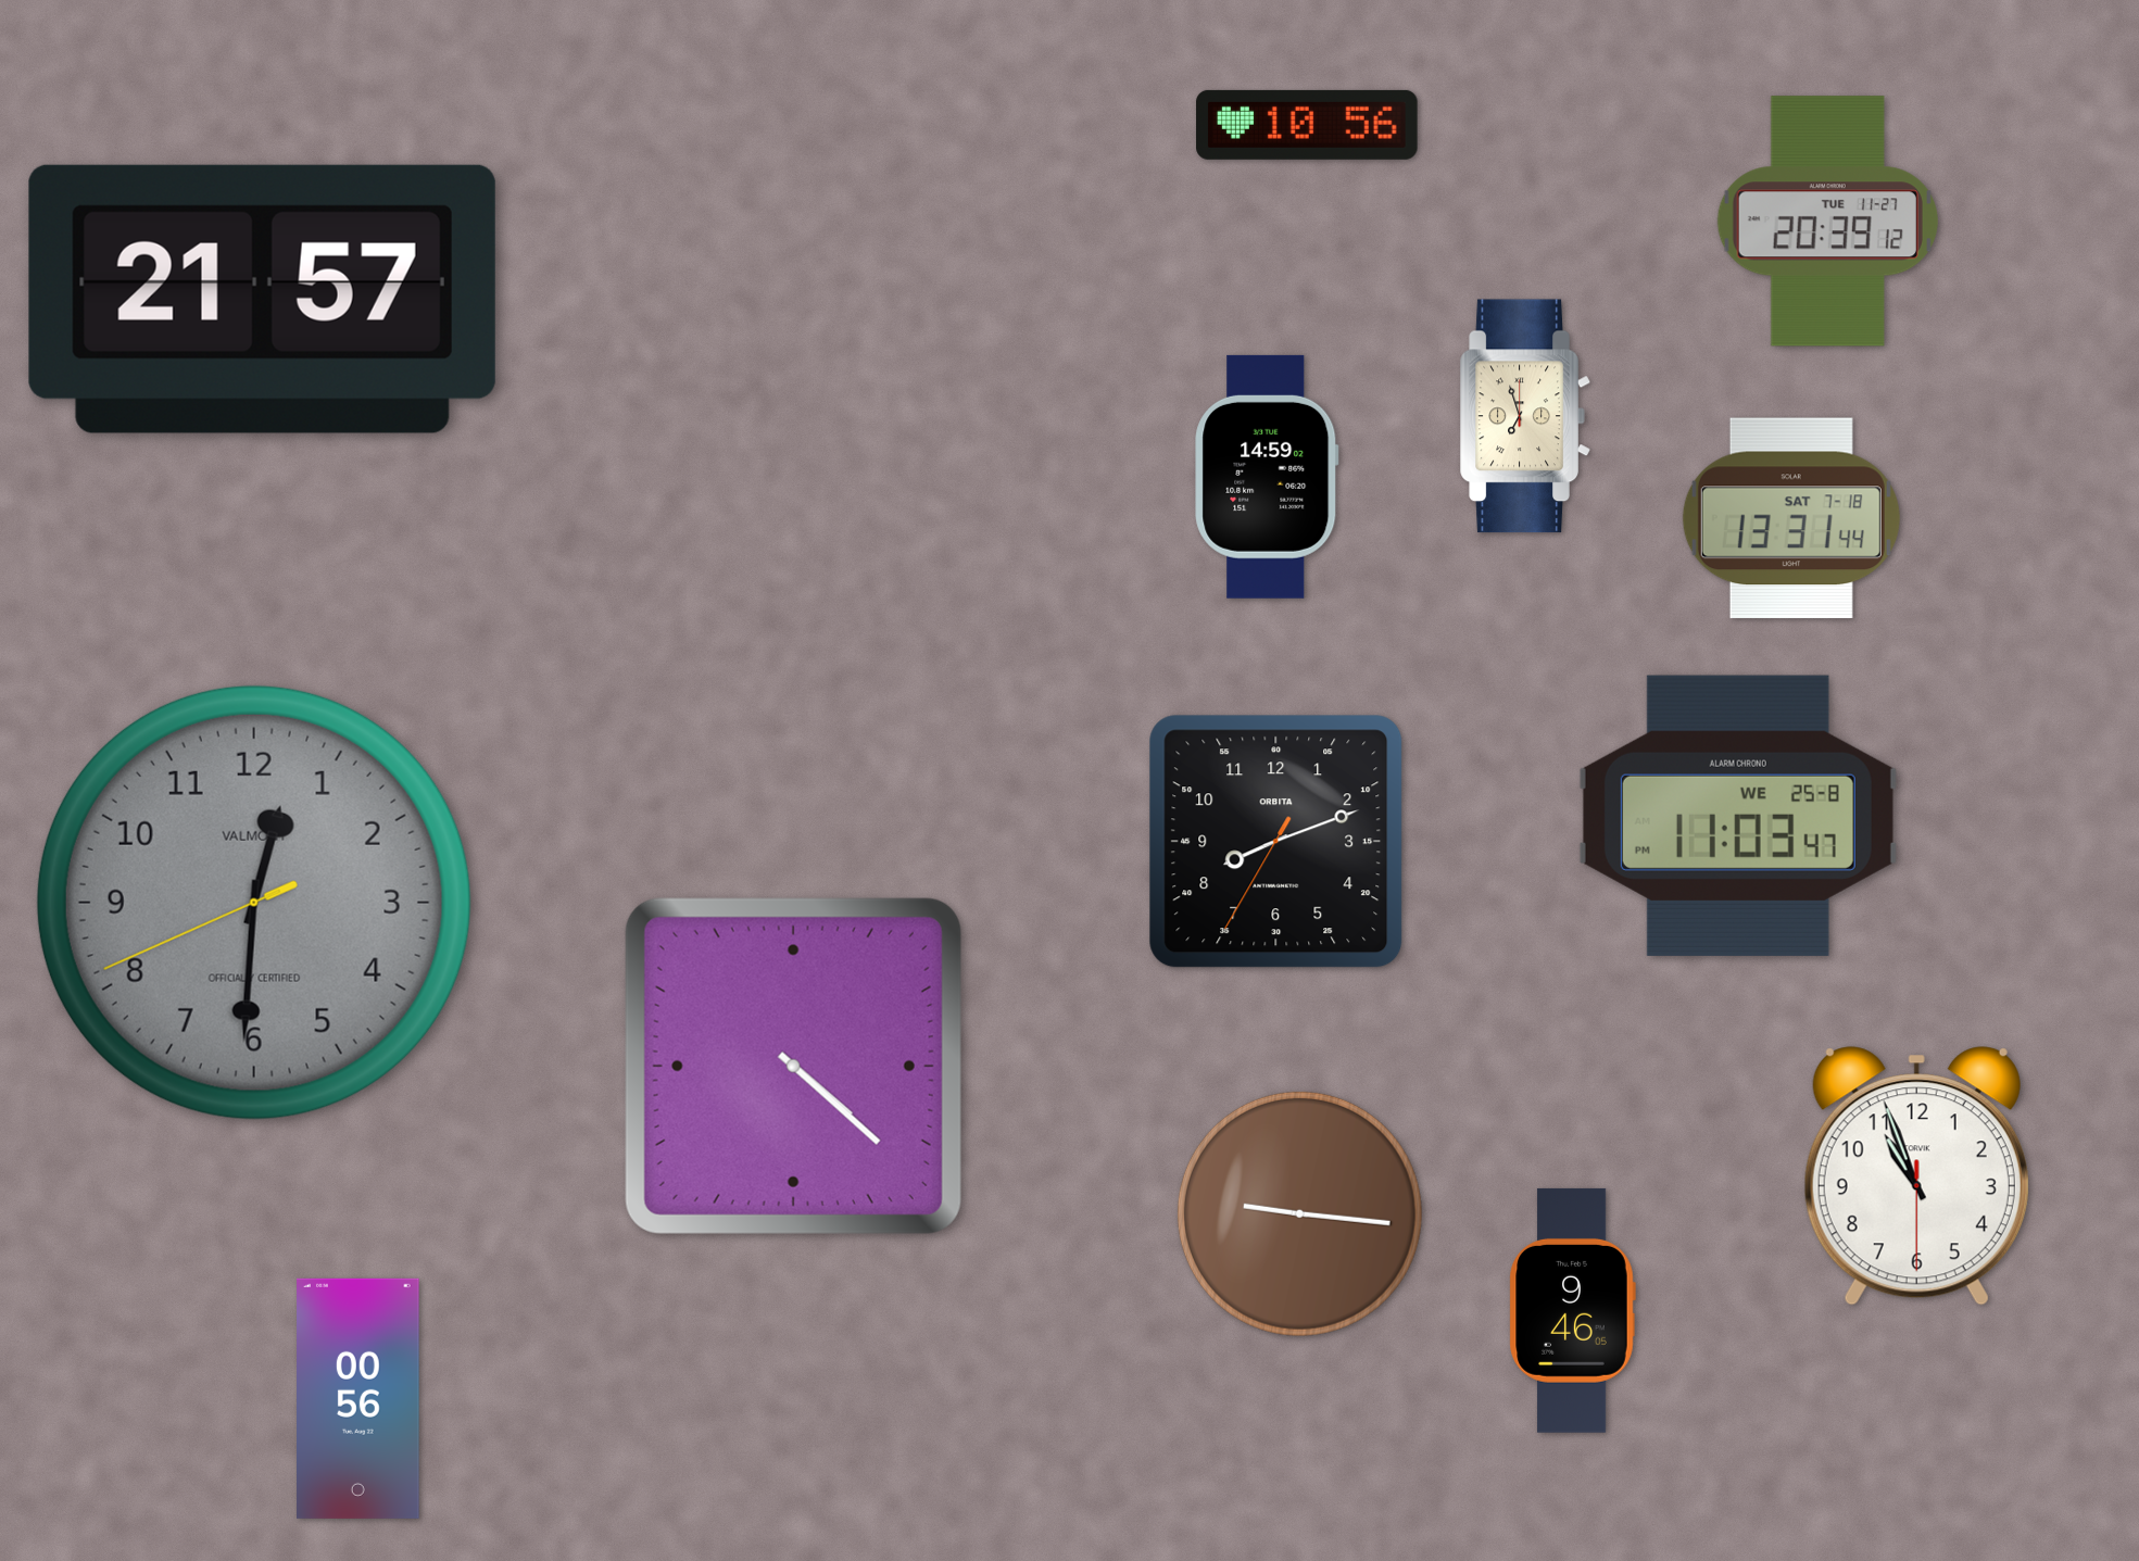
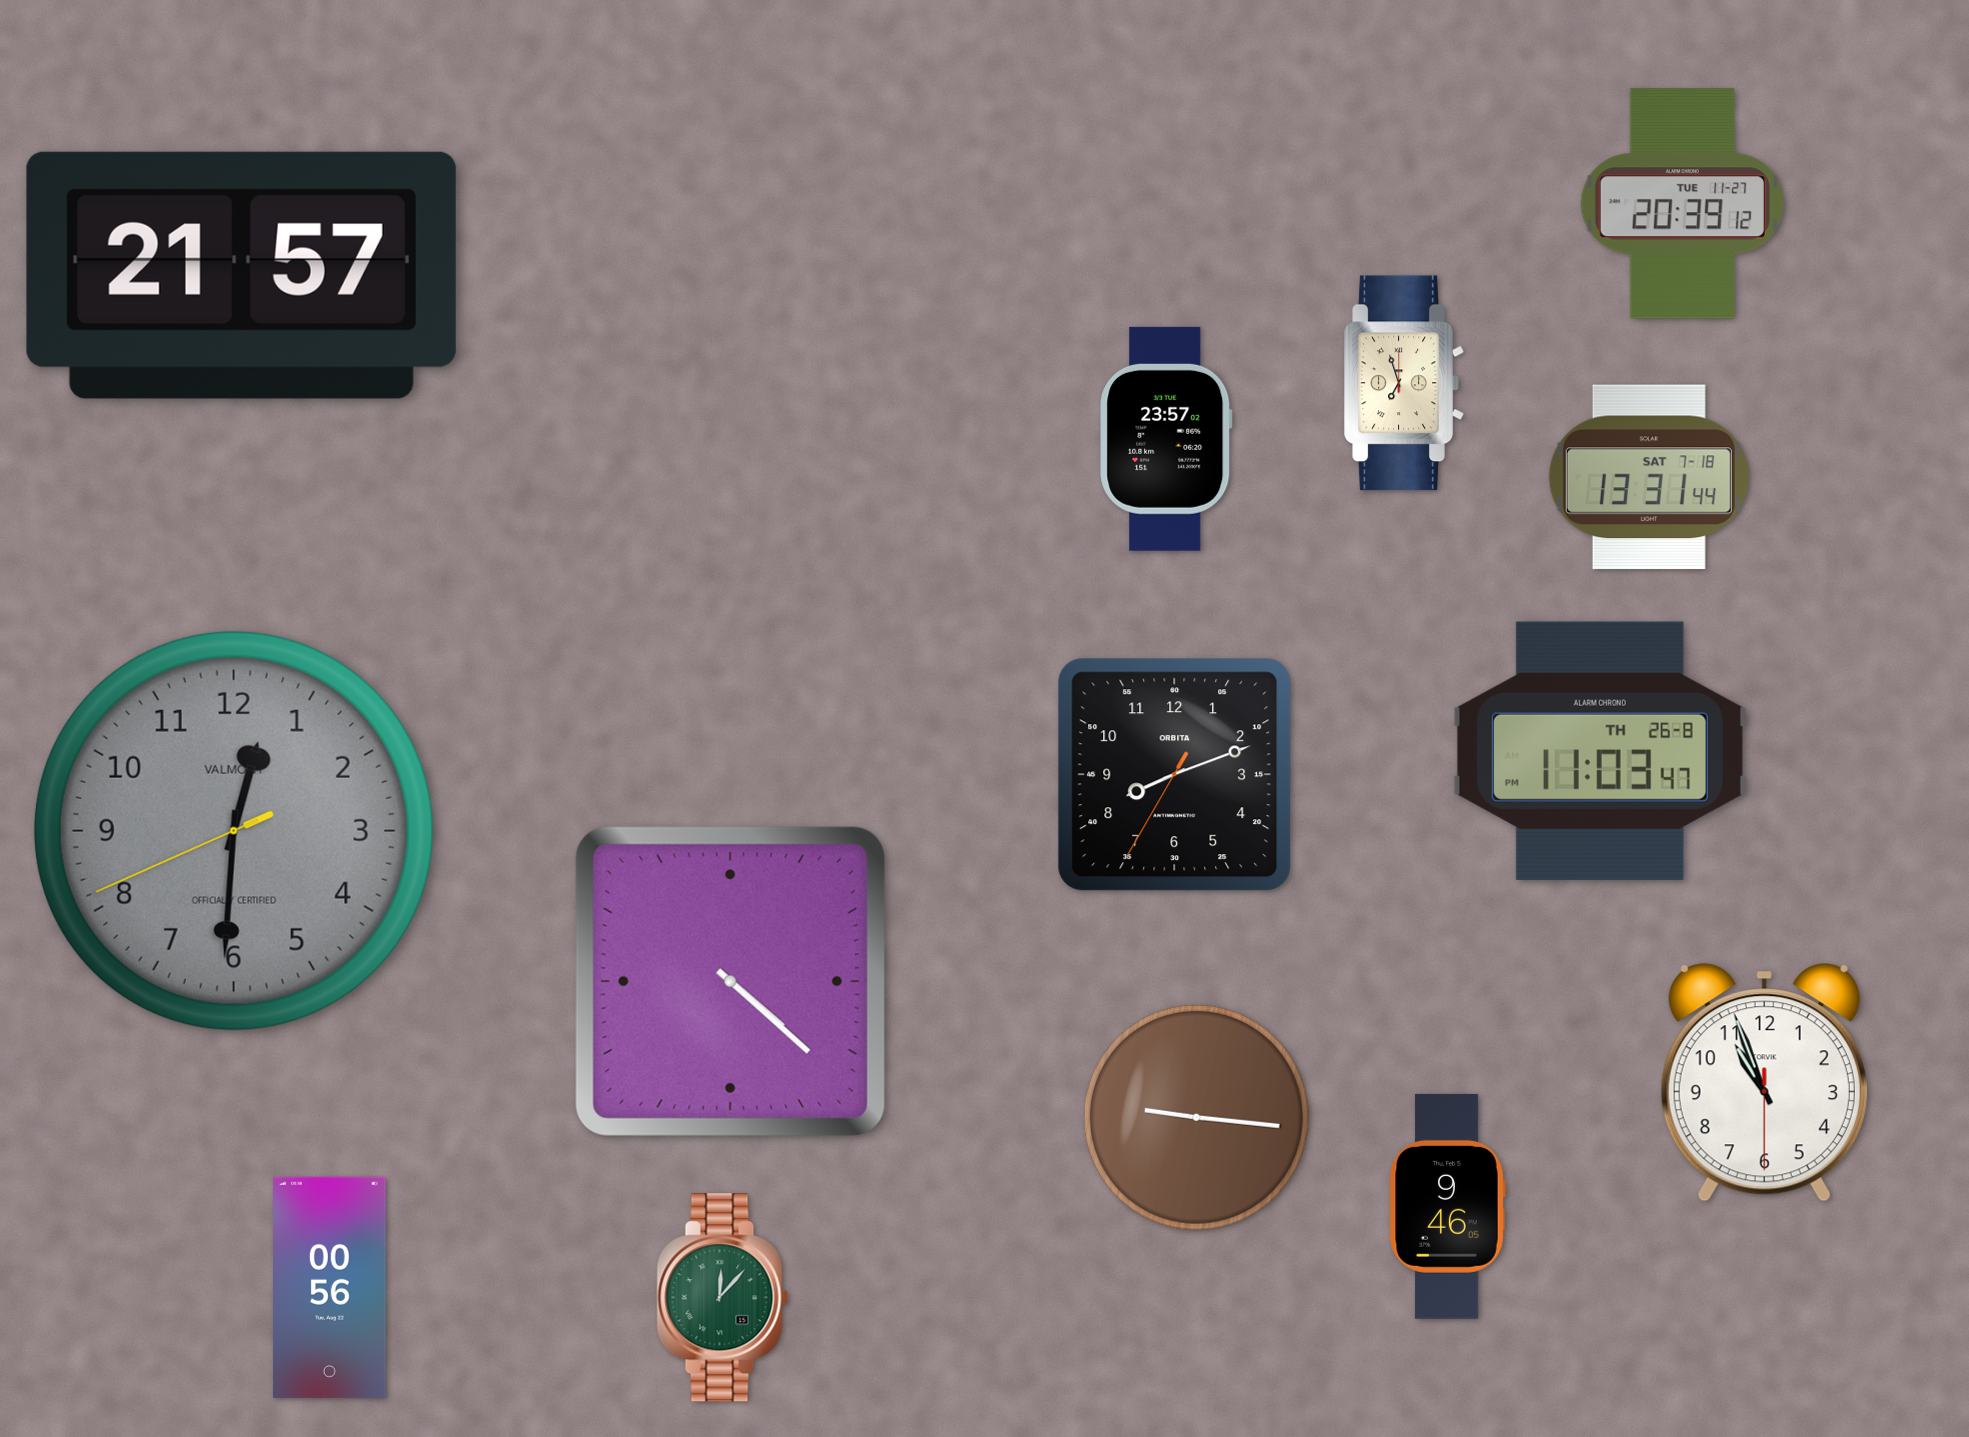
clock at (1307, 125): 10:56 -> none
clock at (1267, 477): 14:59 -> 23:57
clock at (1738, 816) date: WE 25-8 -> TH 26-8
clock at (723, 1298): none -> 12:07
